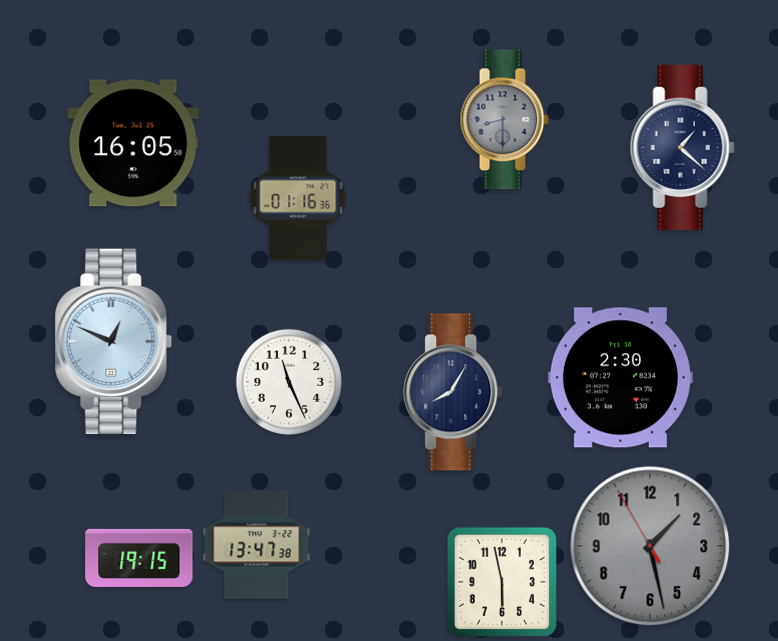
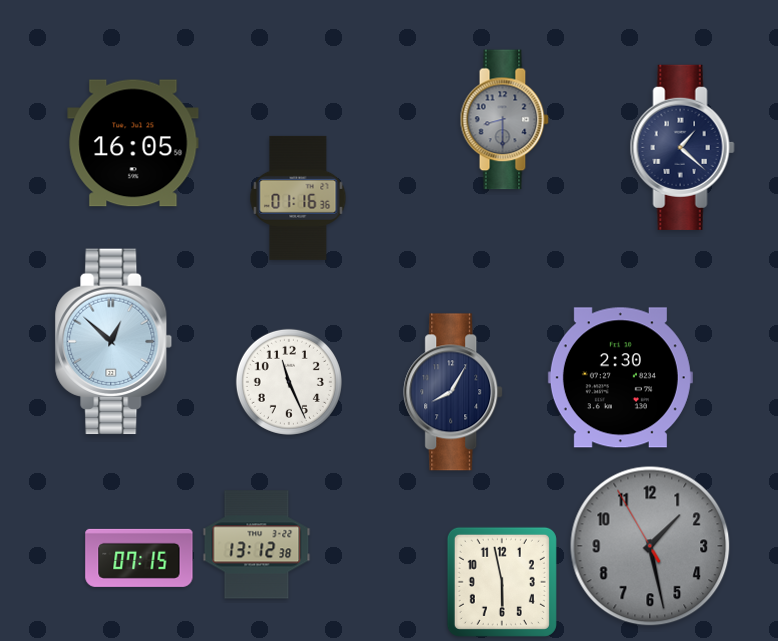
clock at (114, 342): 12:49 -> 12:52
clock at (257, 545): 13:47 -> 13:12
clock at (139, 558): 19:15 -> 07:15
